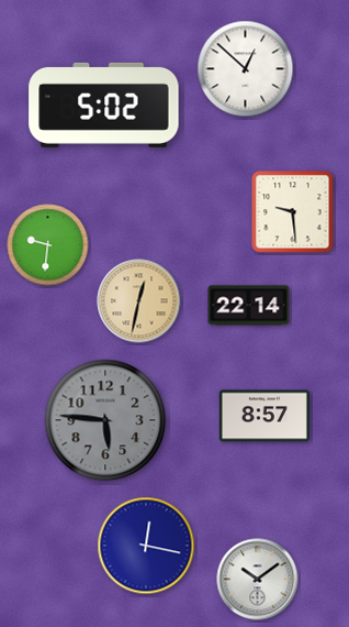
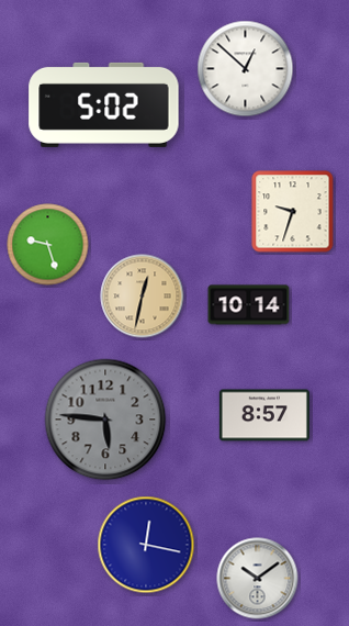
clock at (293, 212): 9:29 -> 9:33
clock at (48, 245): 9:31 -> 9:27
clock at (139, 301) position: (139, 301) -> (143, 297)
clock at (249, 306): 22:14 -> 10:14
